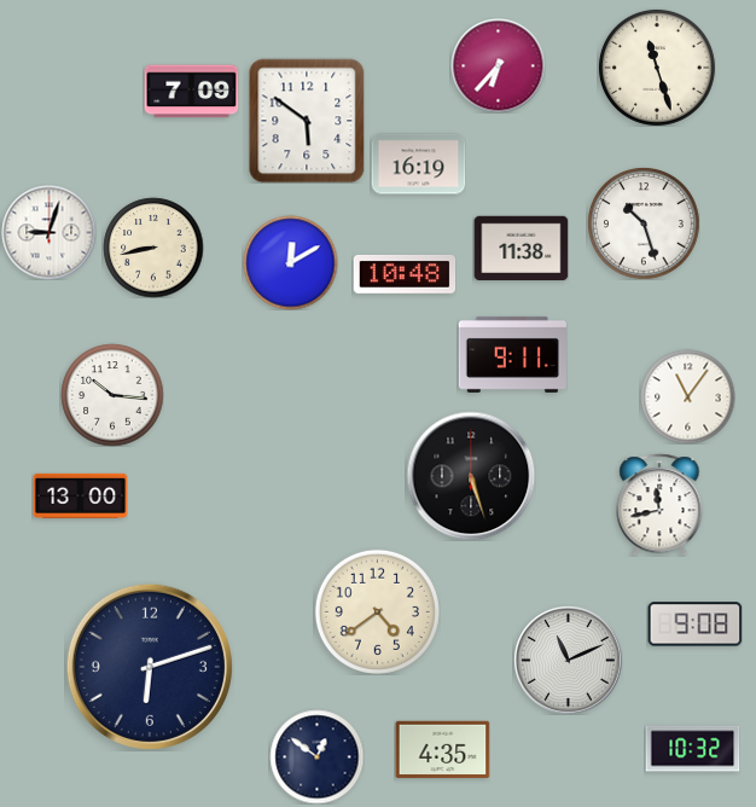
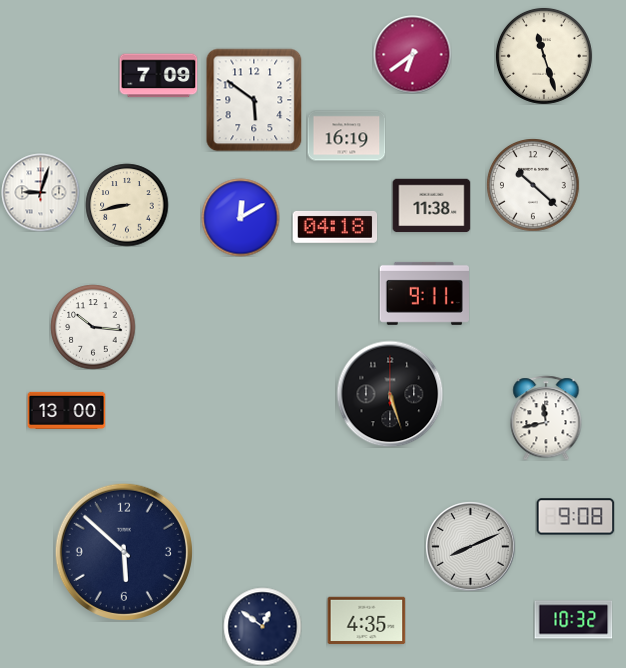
clock at (498, 65): 6:37 -> 6:39
clock at (644, 223): 10:27 -> 10:22
clock at (405, 274): 10:48 -> 04:18
clock at (687, 396): 11:06 -> none
clock at (377, 611): 4:39 -> none
clock at (568, 660): 11:11 -> 8:11
clock at (150, 667): 6:12 -> 5:52
